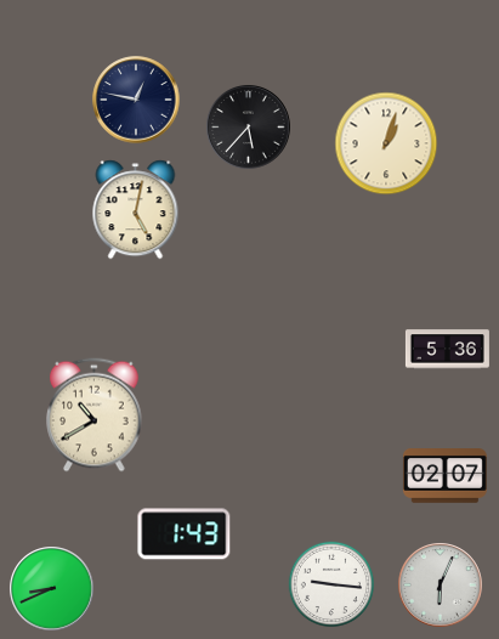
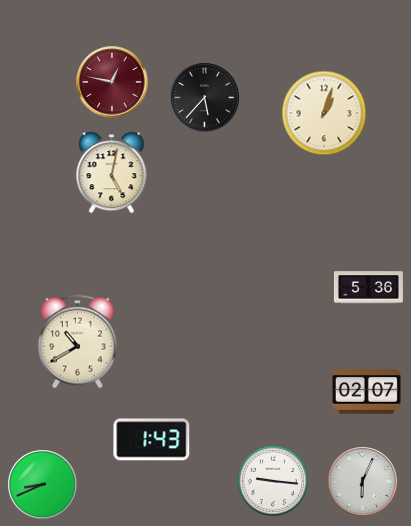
clock at (136, 100) dial: navy -> burgundy
clock at (249, 128) position: (249, 128) -> (205, 98)
clock at (386, 143) position: (386, 143) -> (324, 113)
